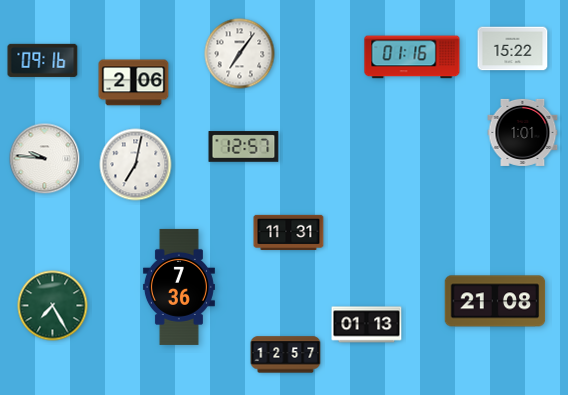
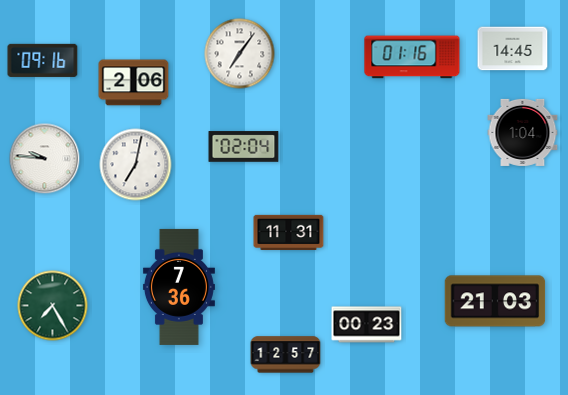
clock at (513, 49): 15:22 -> 14:45
clock at (523, 132): 1:01 -> 1:04
clock at (244, 147): 12:57 -> 02:04
clock at (495, 301): 21:08 -> 21:03
clock at (367, 325): 01:13 -> 00:23
